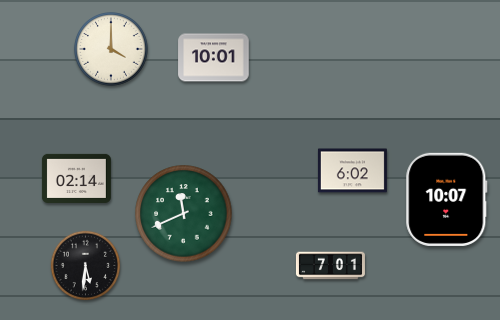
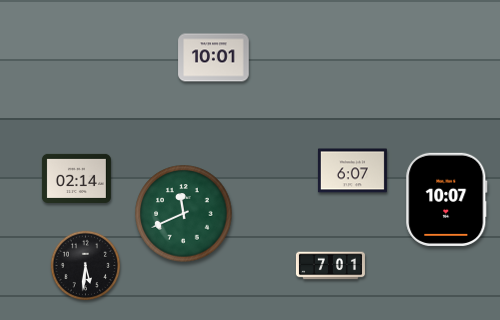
clock at (112, 50): 4:00 -> none
clock at (352, 171): 6:02 -> 6:07
